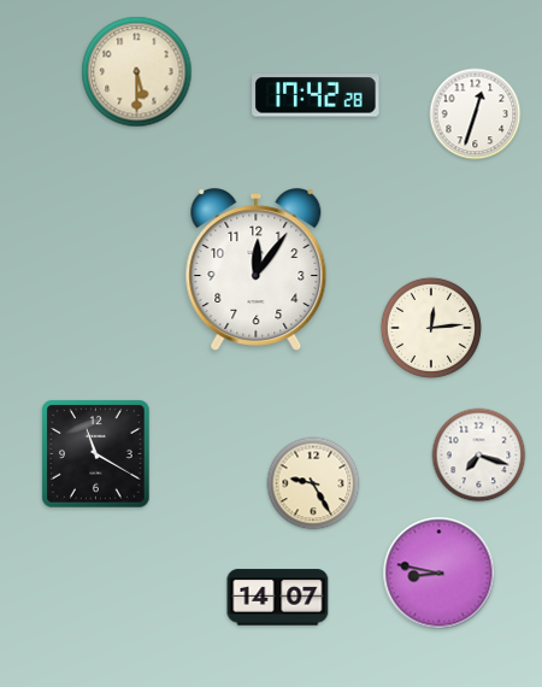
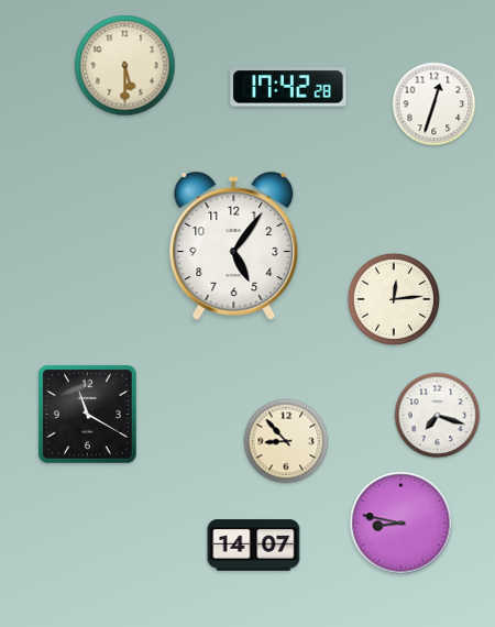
clock at (257, 270): 12:06 -> 5:06
clock at (313, 483): 9:25 -> 8:53
